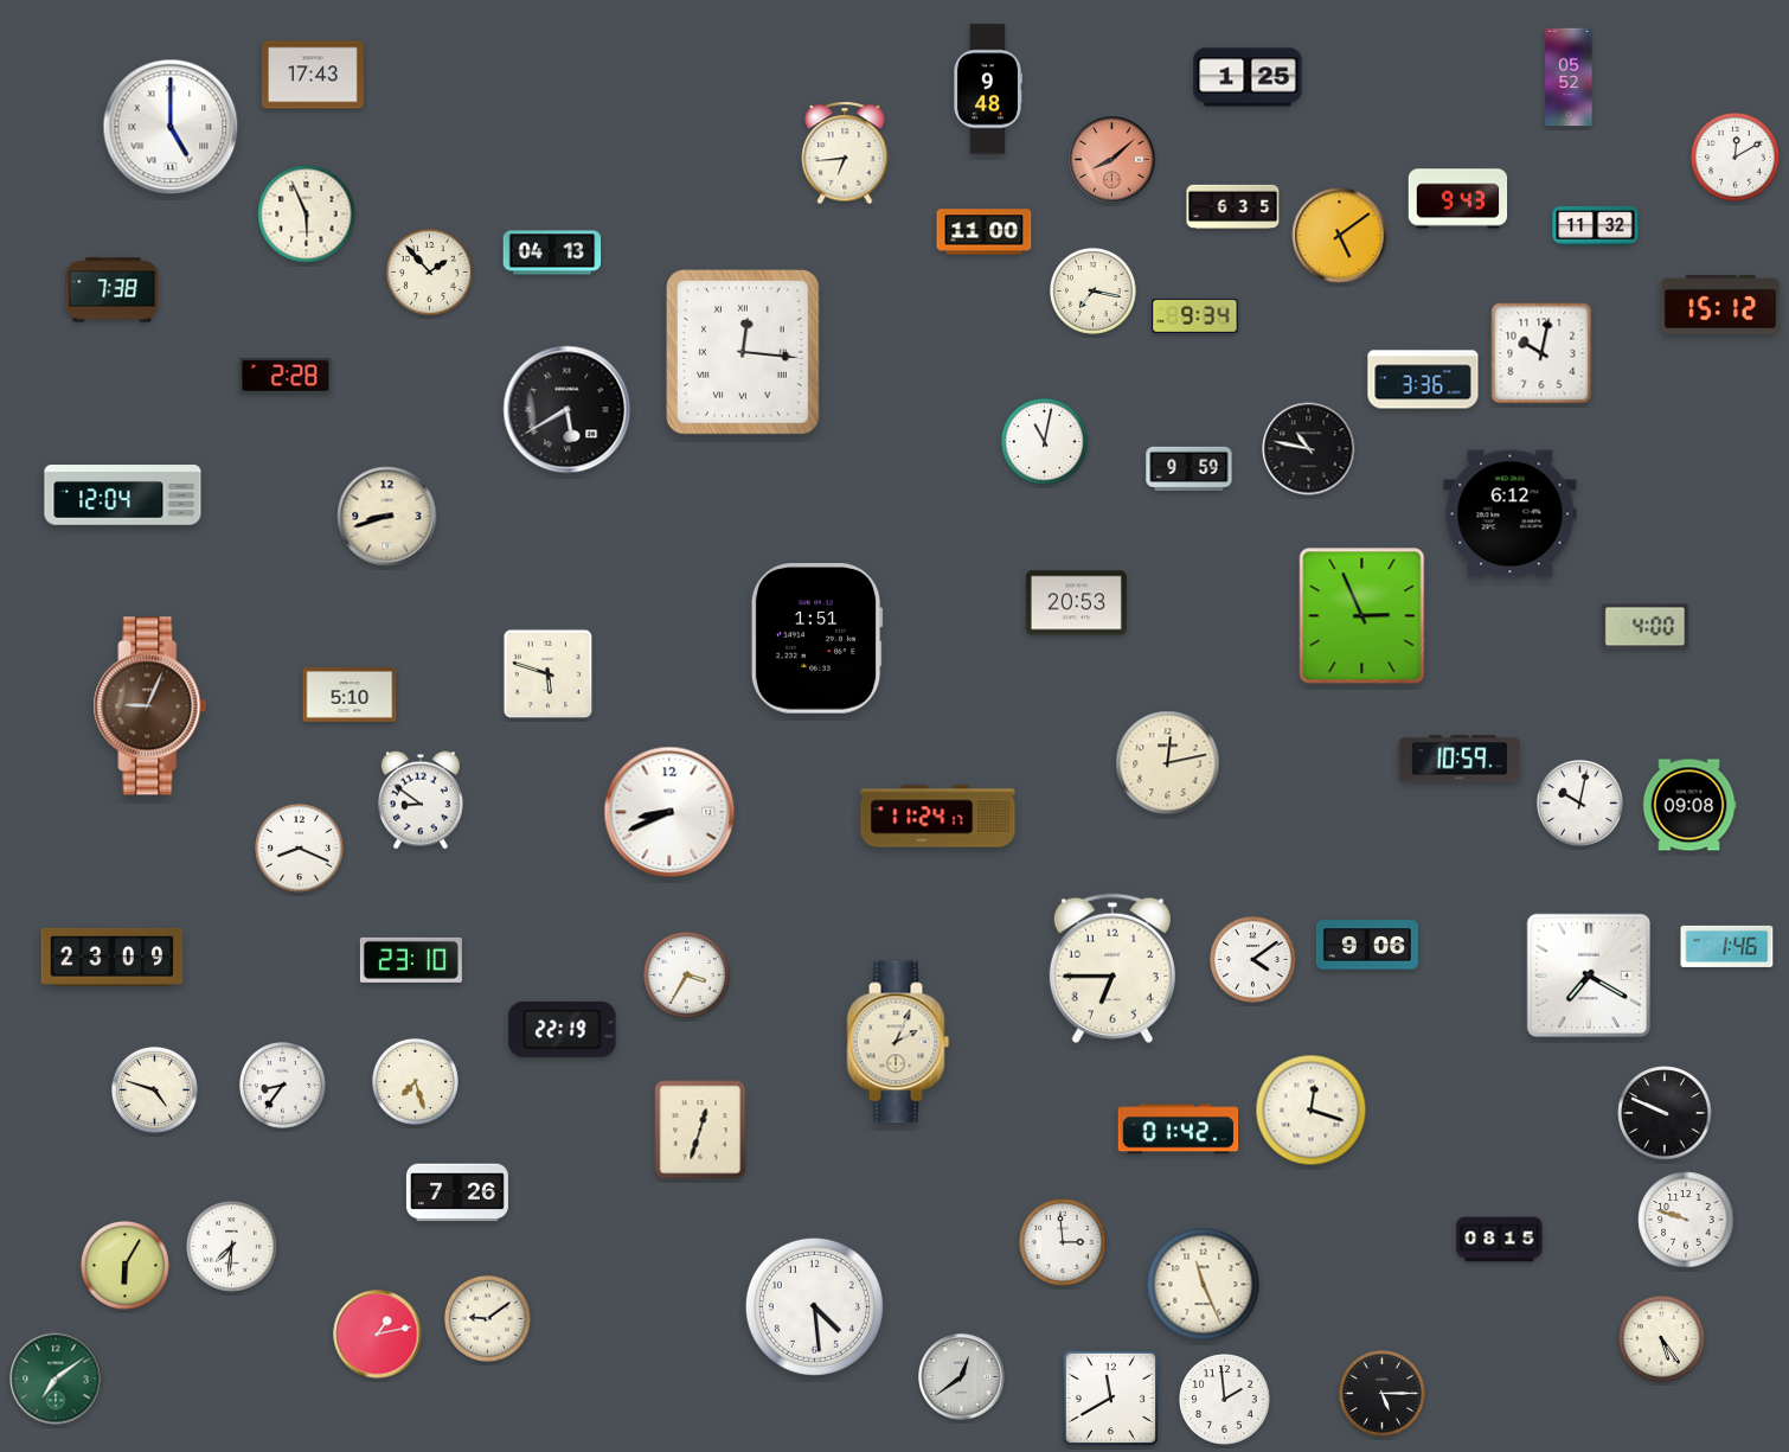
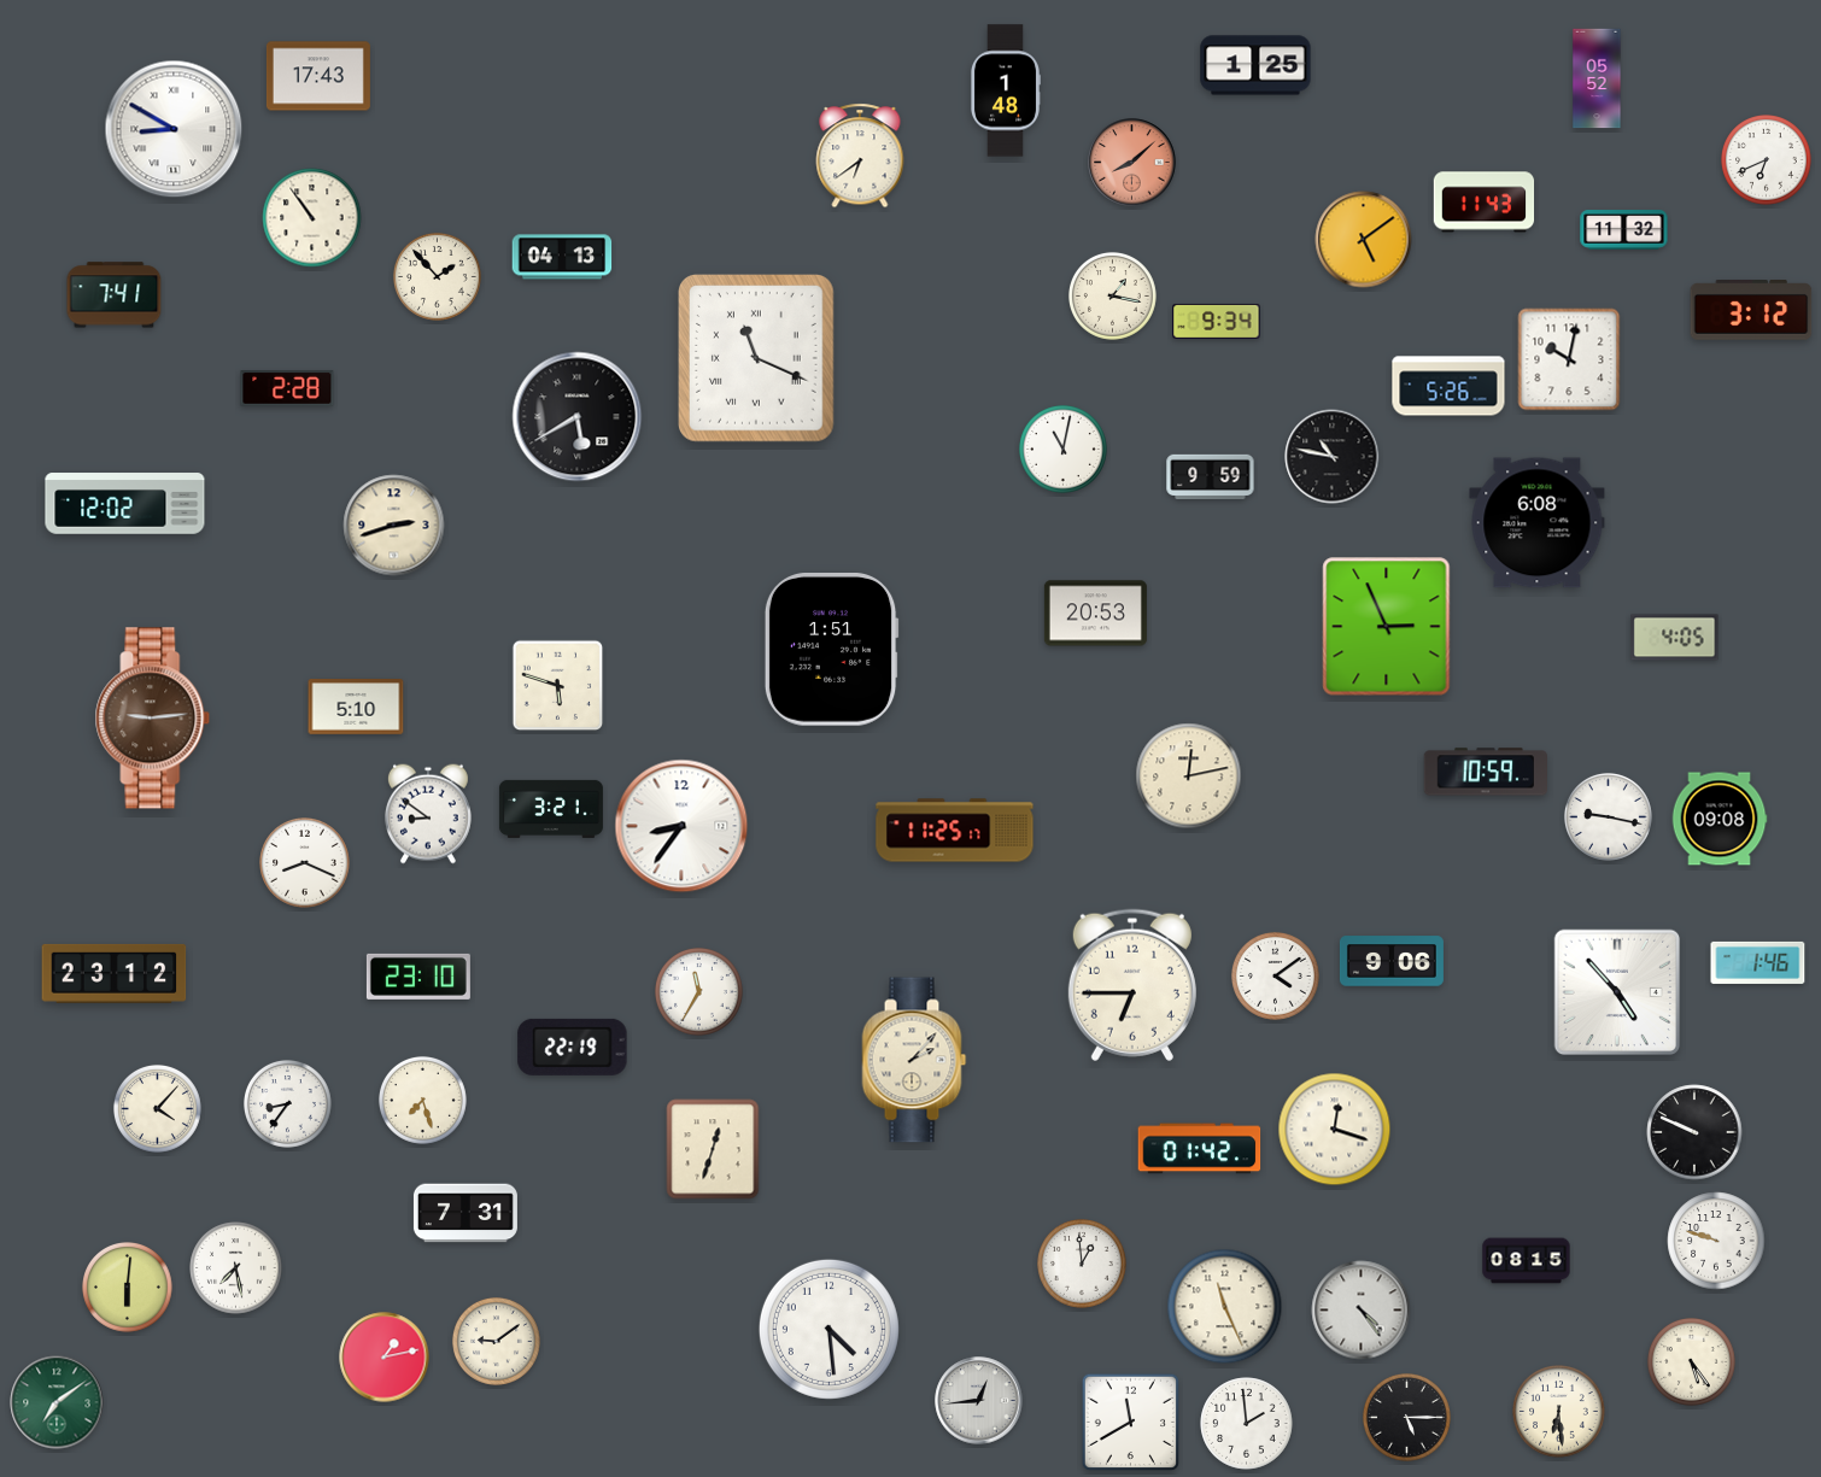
clock at (1248, 77) position: (1248, 77) -> (1255, 65)
clock at (987, 89): 9:48 -> 1:48
clock at (171, 127): 5:00 -> 8:50
clock at (845, 153): 6:44 -> 6:39
clock at (1736, 158): 12:10 -> 6:41
clock at (1458, 199): 9:43 -> 11:43
clock at (1233, 207): 6:35 -> none
clock at (307, 215): 5:56 -> 10:54
clock at (985, 232): 11:00 -> none
clock at (113, 290): 7:38 -> 7:41
clock at (1092, 290): 7:17 -> 1:17
clock at (1720, 306): 15:12 -> 3:12
clock at (744, 352): 12:16 -> 11:19
clock at (286, 376) position: (286, 376) -> (287, 388)
clock at (1423, 379): 3:36 -> 5:26
clock at (123, 495): 12:04 -> 12:02
clock at (1511, 514): 6:12 -> 6:08
clock at (387, 517): 8:42 -> 2:42
clock at (1646, 627): 4:00 -> 4:05
clock at (150, 706): 9:04 -> 9:14
clock at (551, 809): none -> 3:21
clock at (1579, 802): 10:02 -> 9:17
clock at (669, 812): 8:41 -> 8:36
clock at (938, 817): 11:24 -> 11:25
clock at (113, 957): 23:09 -> 23:12
clock at (686, 974): 3:35 -> 11:35
clock at (1589, 976): 7:20 -> 4:53
clock at (898, 1042): 2:04 -> 2:07
clock at (154, 1089): 4:48 -> 4:07
clock at (457, 1192): 7:26 -> 7:31
clock at (1064, 1243): 2:59 -> 12:59
clock at (232, 1247): 7:31 -> 7:28
clock at (126, 1266): 6:05 -> 6:01
clock at (1362, 1311): none -> 4:24
clock at (962, 1377): 12:39 -> 12:44
clock at (1559, 1412): none -> 6:29
